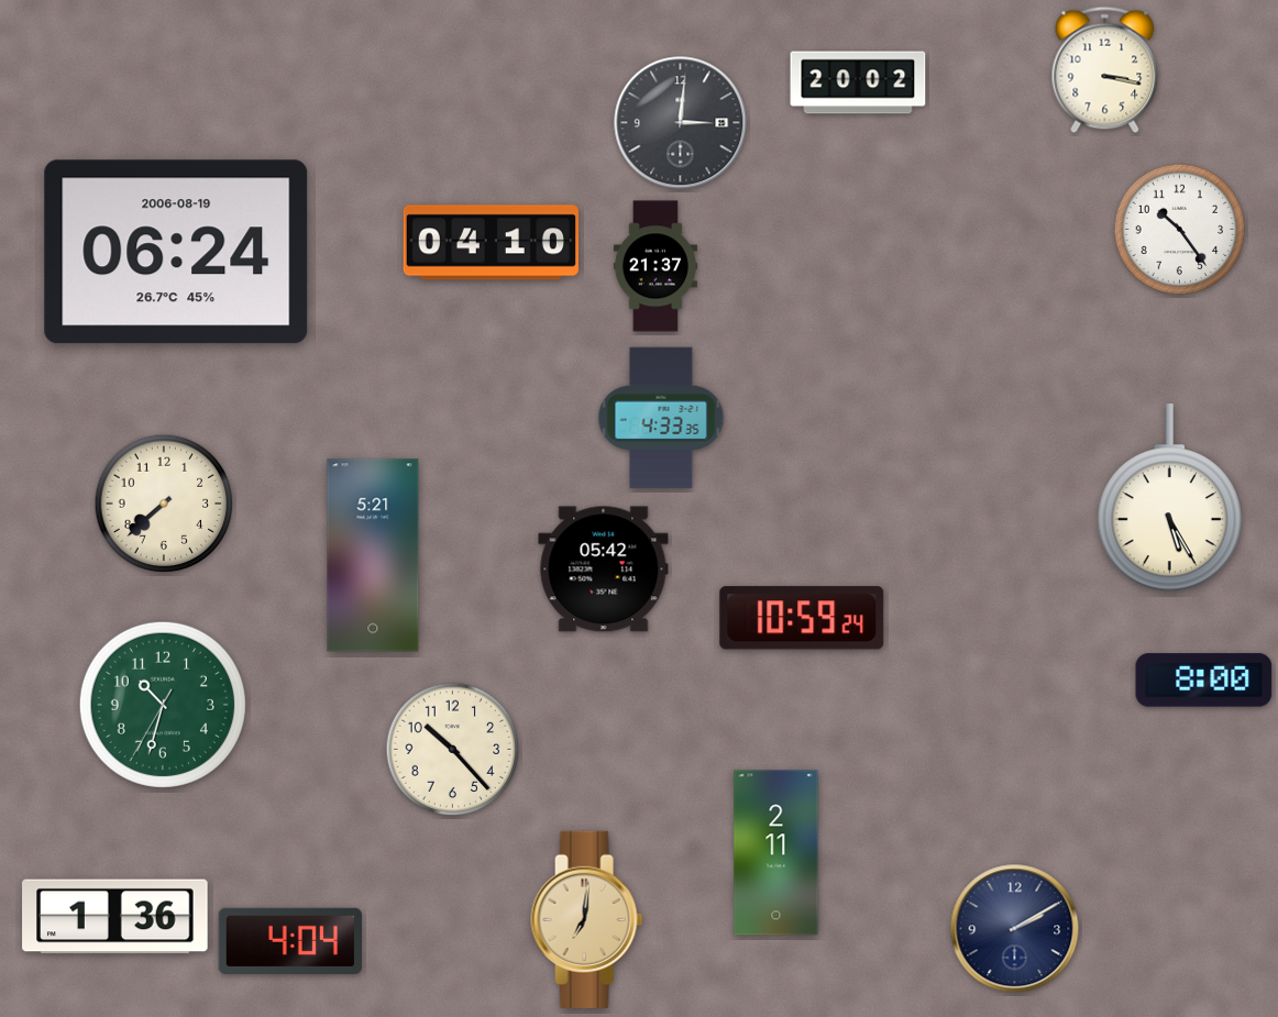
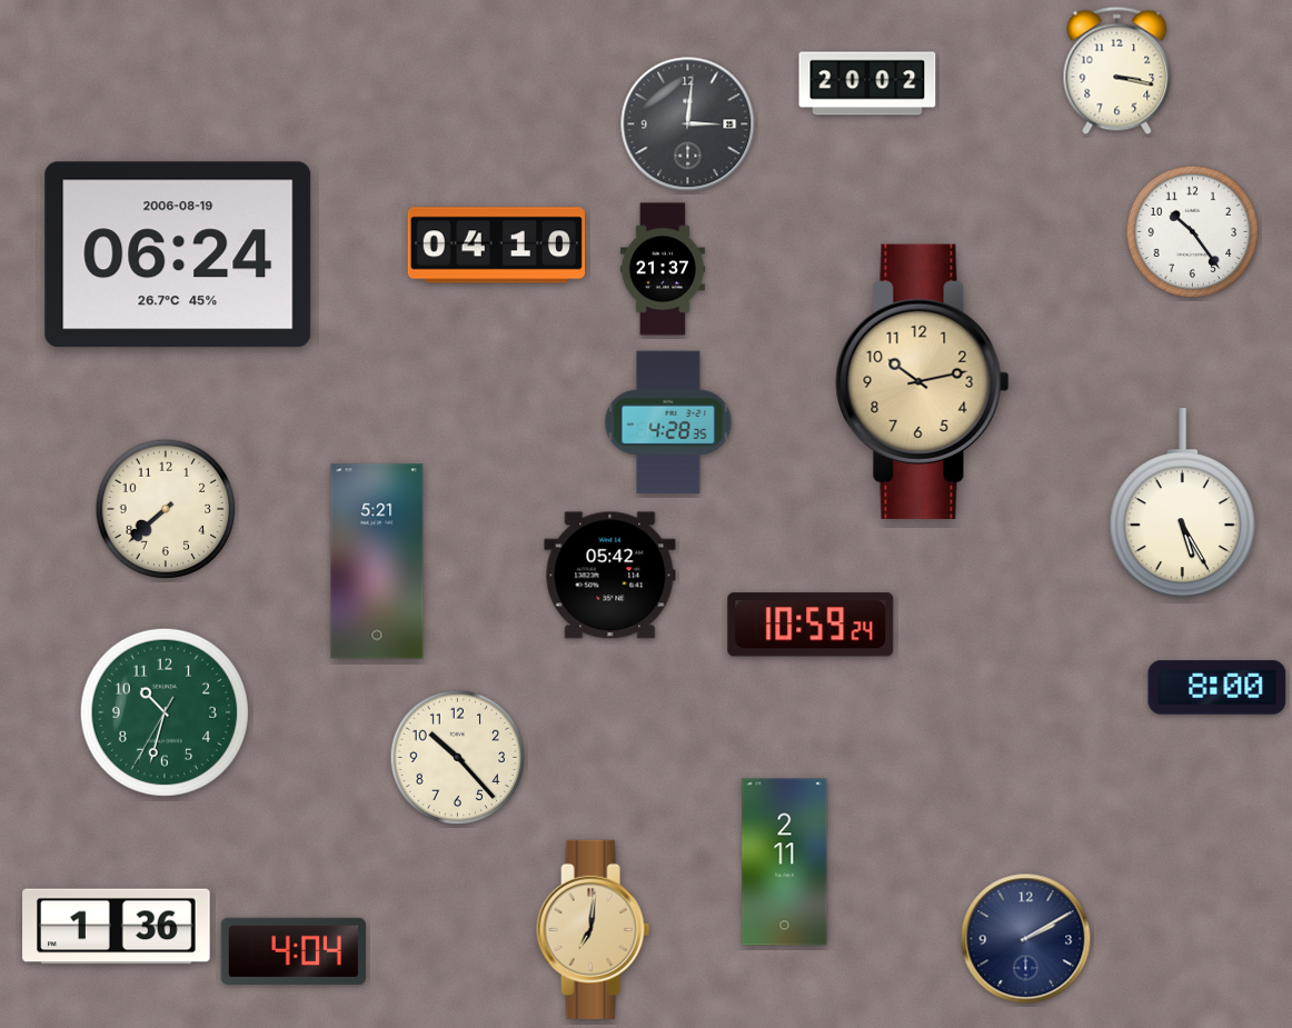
clock at (923, 381): none -> 10:13
clock at (661, 418): 4:33 -> 4:28
